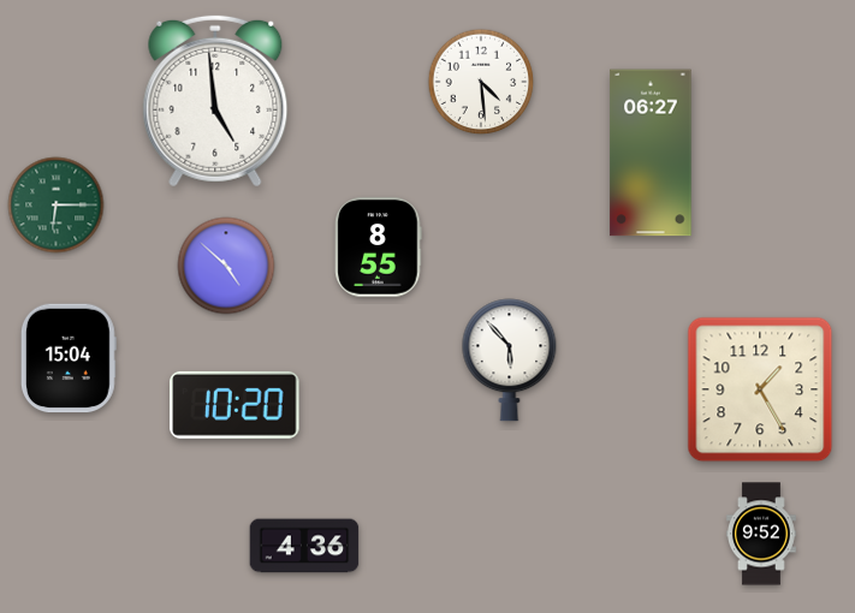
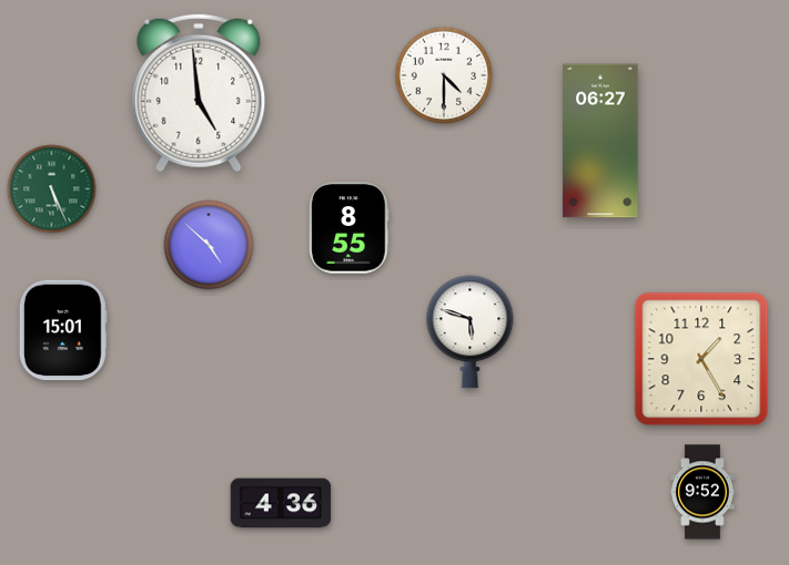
clock at (481, 82): 4:29 -> 4:30
clock at (57, 206): 6:15 -> 5:26
clock at (69, 358): 15:04 -> 15:01
clock at (510, 361): 5:53 -> 5:48
clock at (234, 405): 10:20 -> none
